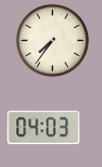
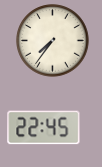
clock at (44, 128): 04:03 -> 22:45
